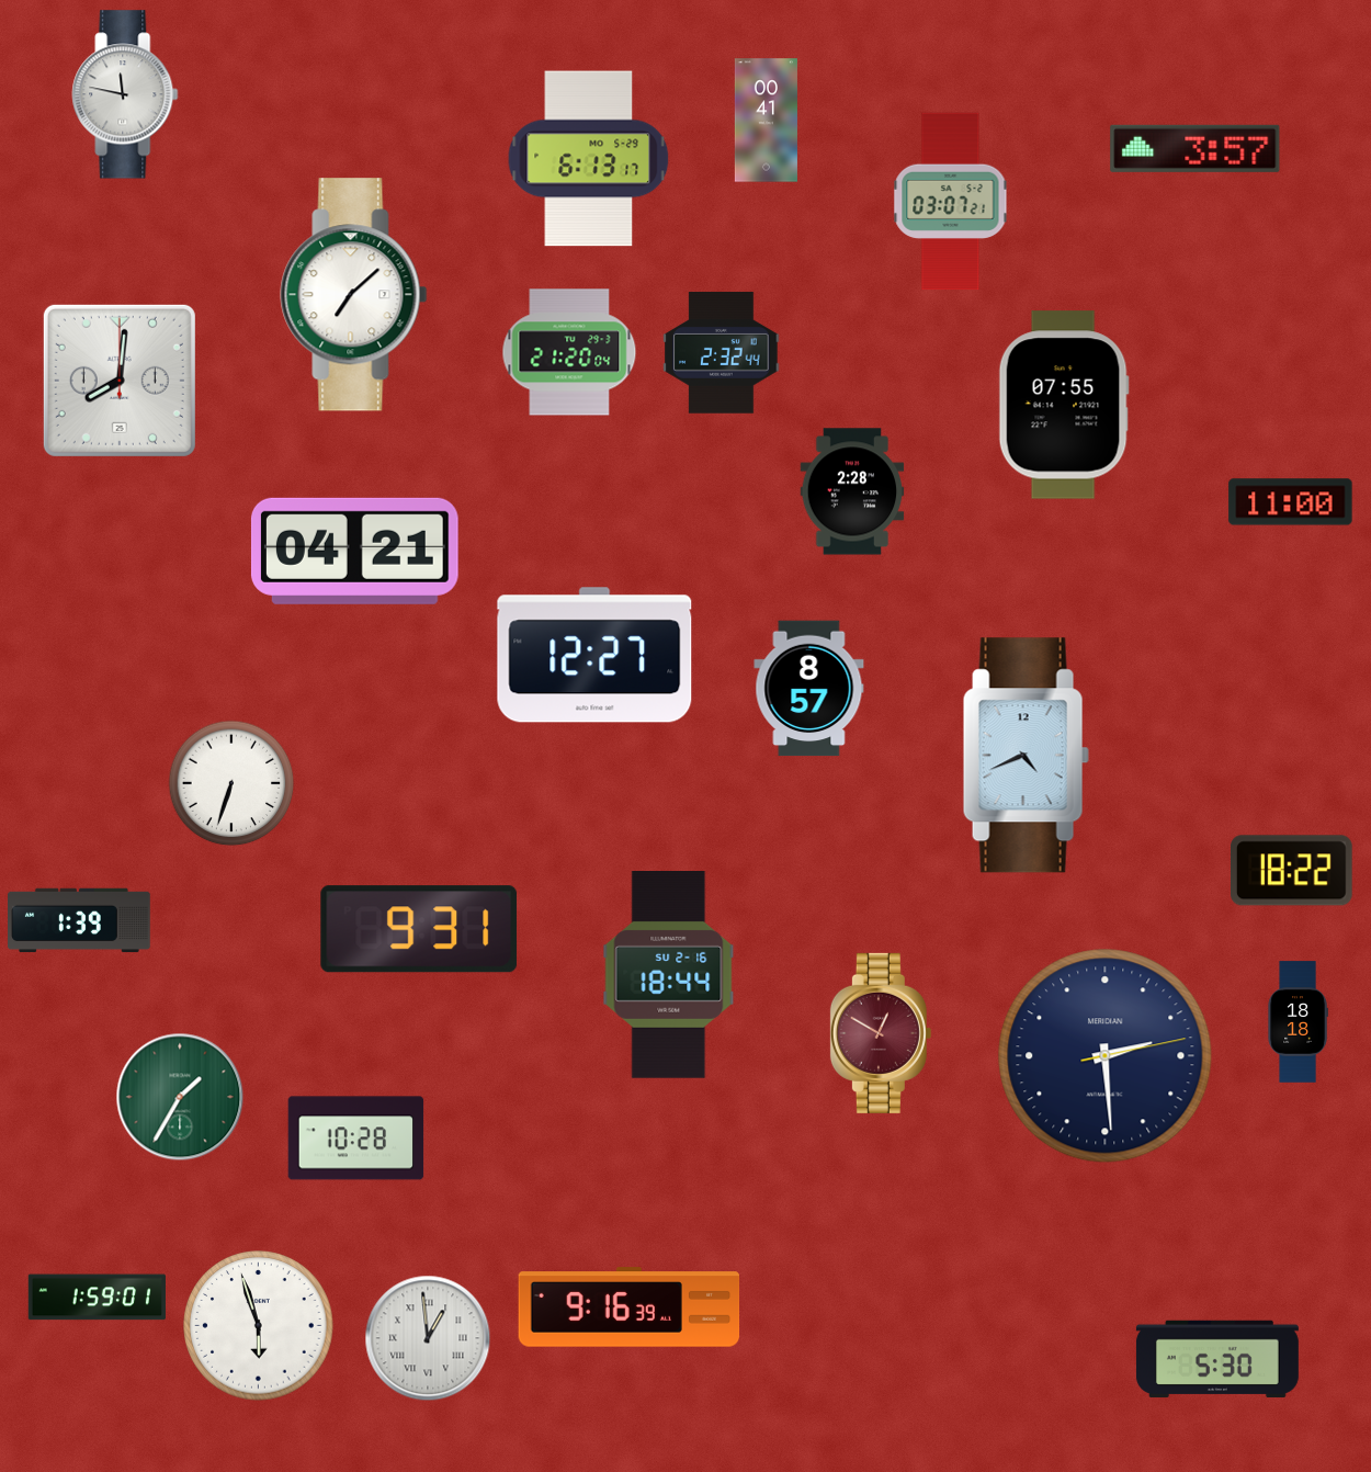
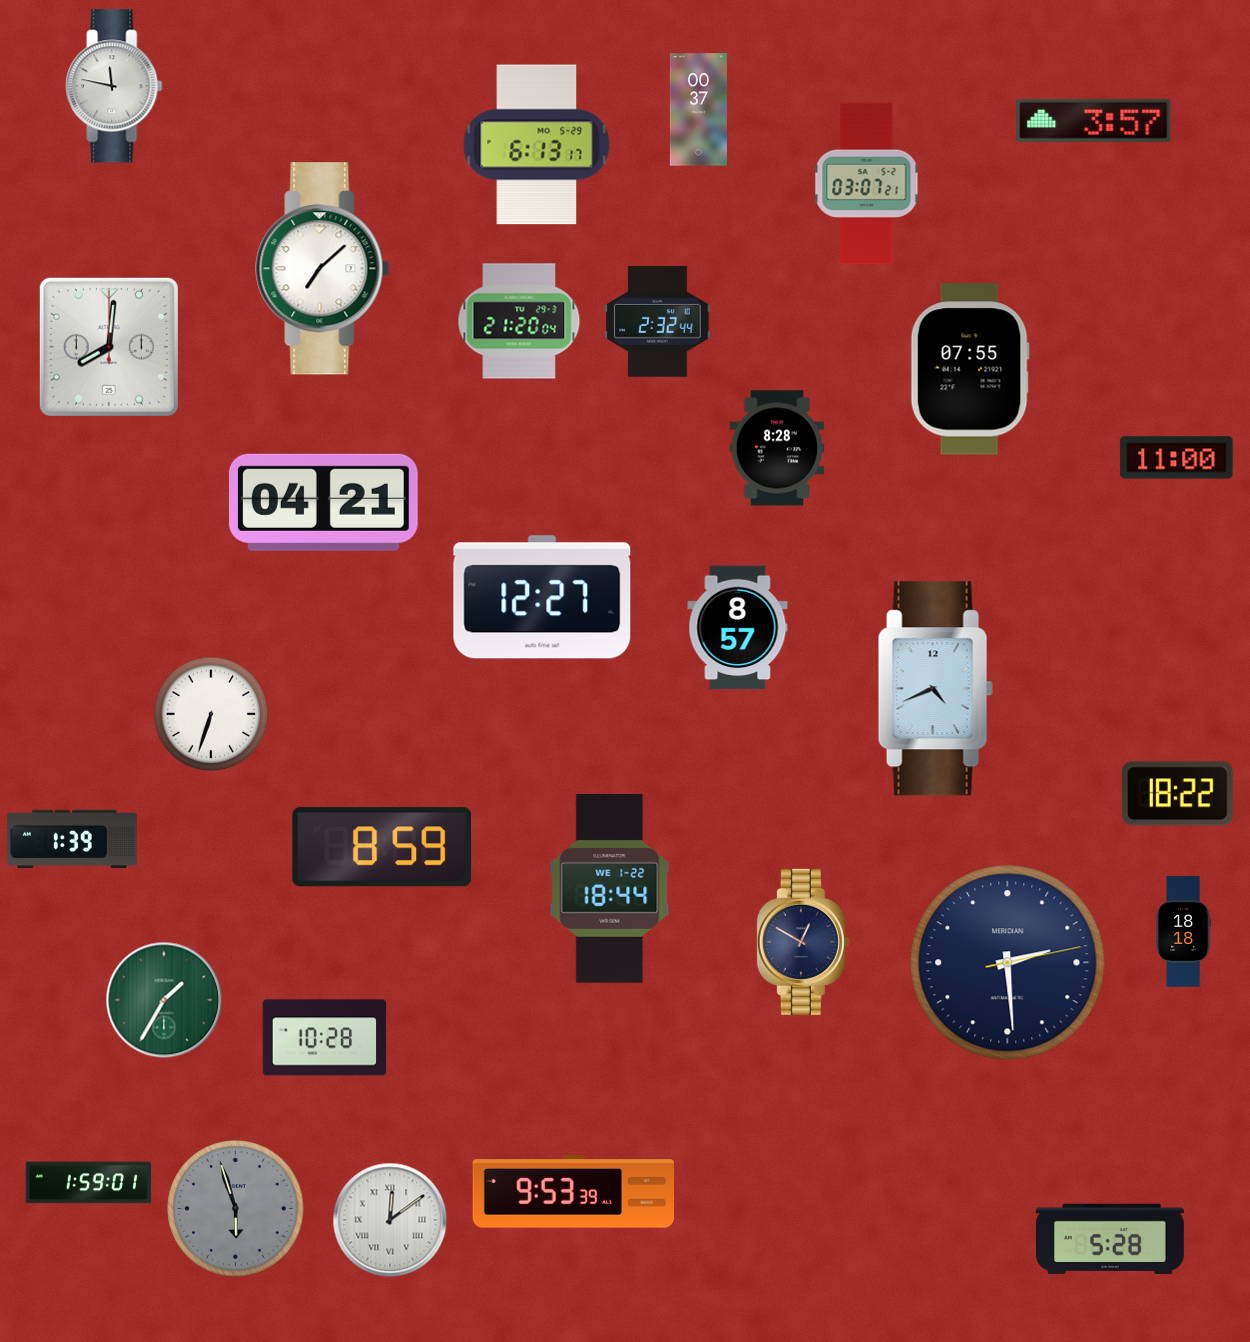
clock at (766, 121): 00:41 -> 00:37
clock at (1196, 148) position: (1196, 148) -> (1094, 120)
clock at (852, 491): 2:28 -> 8:28
clock at (419, 929): 9:31 -> 8:59
clock at (669, 975) date: SU 2-16 -> WE 1-22
clock at (881, 1033) dial: burgundy -> navy
clock at (630, 1307): 9:16 -> 9:53
clock at (259, 1326) dial: white -> grey
clock at (428, 1338): 12:59 -> 12:09
clock at (1217, 1359): 5:30 -> 5:28
